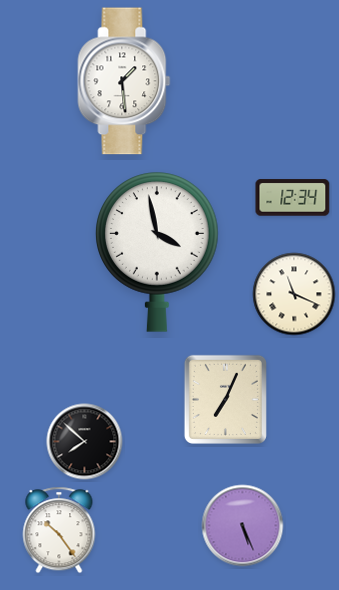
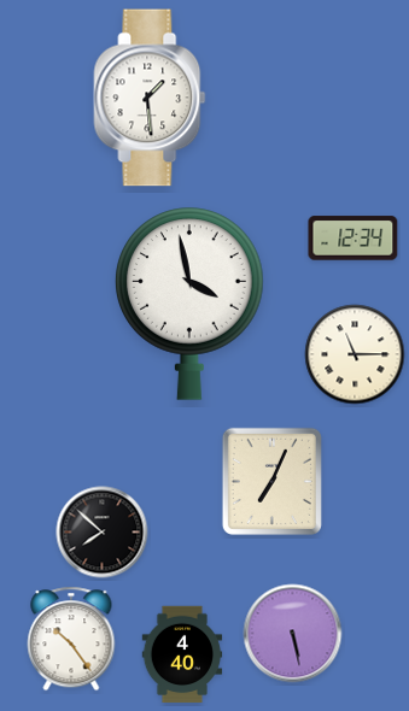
clock at (294, 294): 11:19 -> 11:15
clock at (243, 526): 5:26 -> 5:28
clock at (182, 654): none -> 4:40
